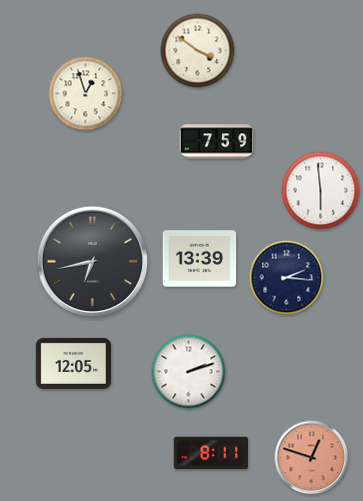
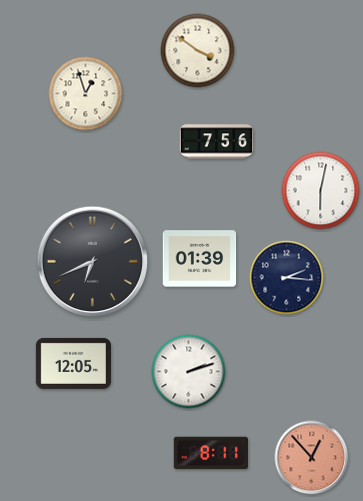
clock at (217, 142): 7:59 -> 7:56
clock at (321, 191): 5:59 -> 6:02
clock at (200, 259): 13:39 -> 01:39
clock at (92, 261): 6:43 -> 6:41
clock at (312, 458): 12:48 -> 12:53
